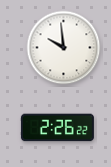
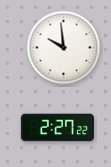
clock at (57, 128): 2:26 -> 2:27
